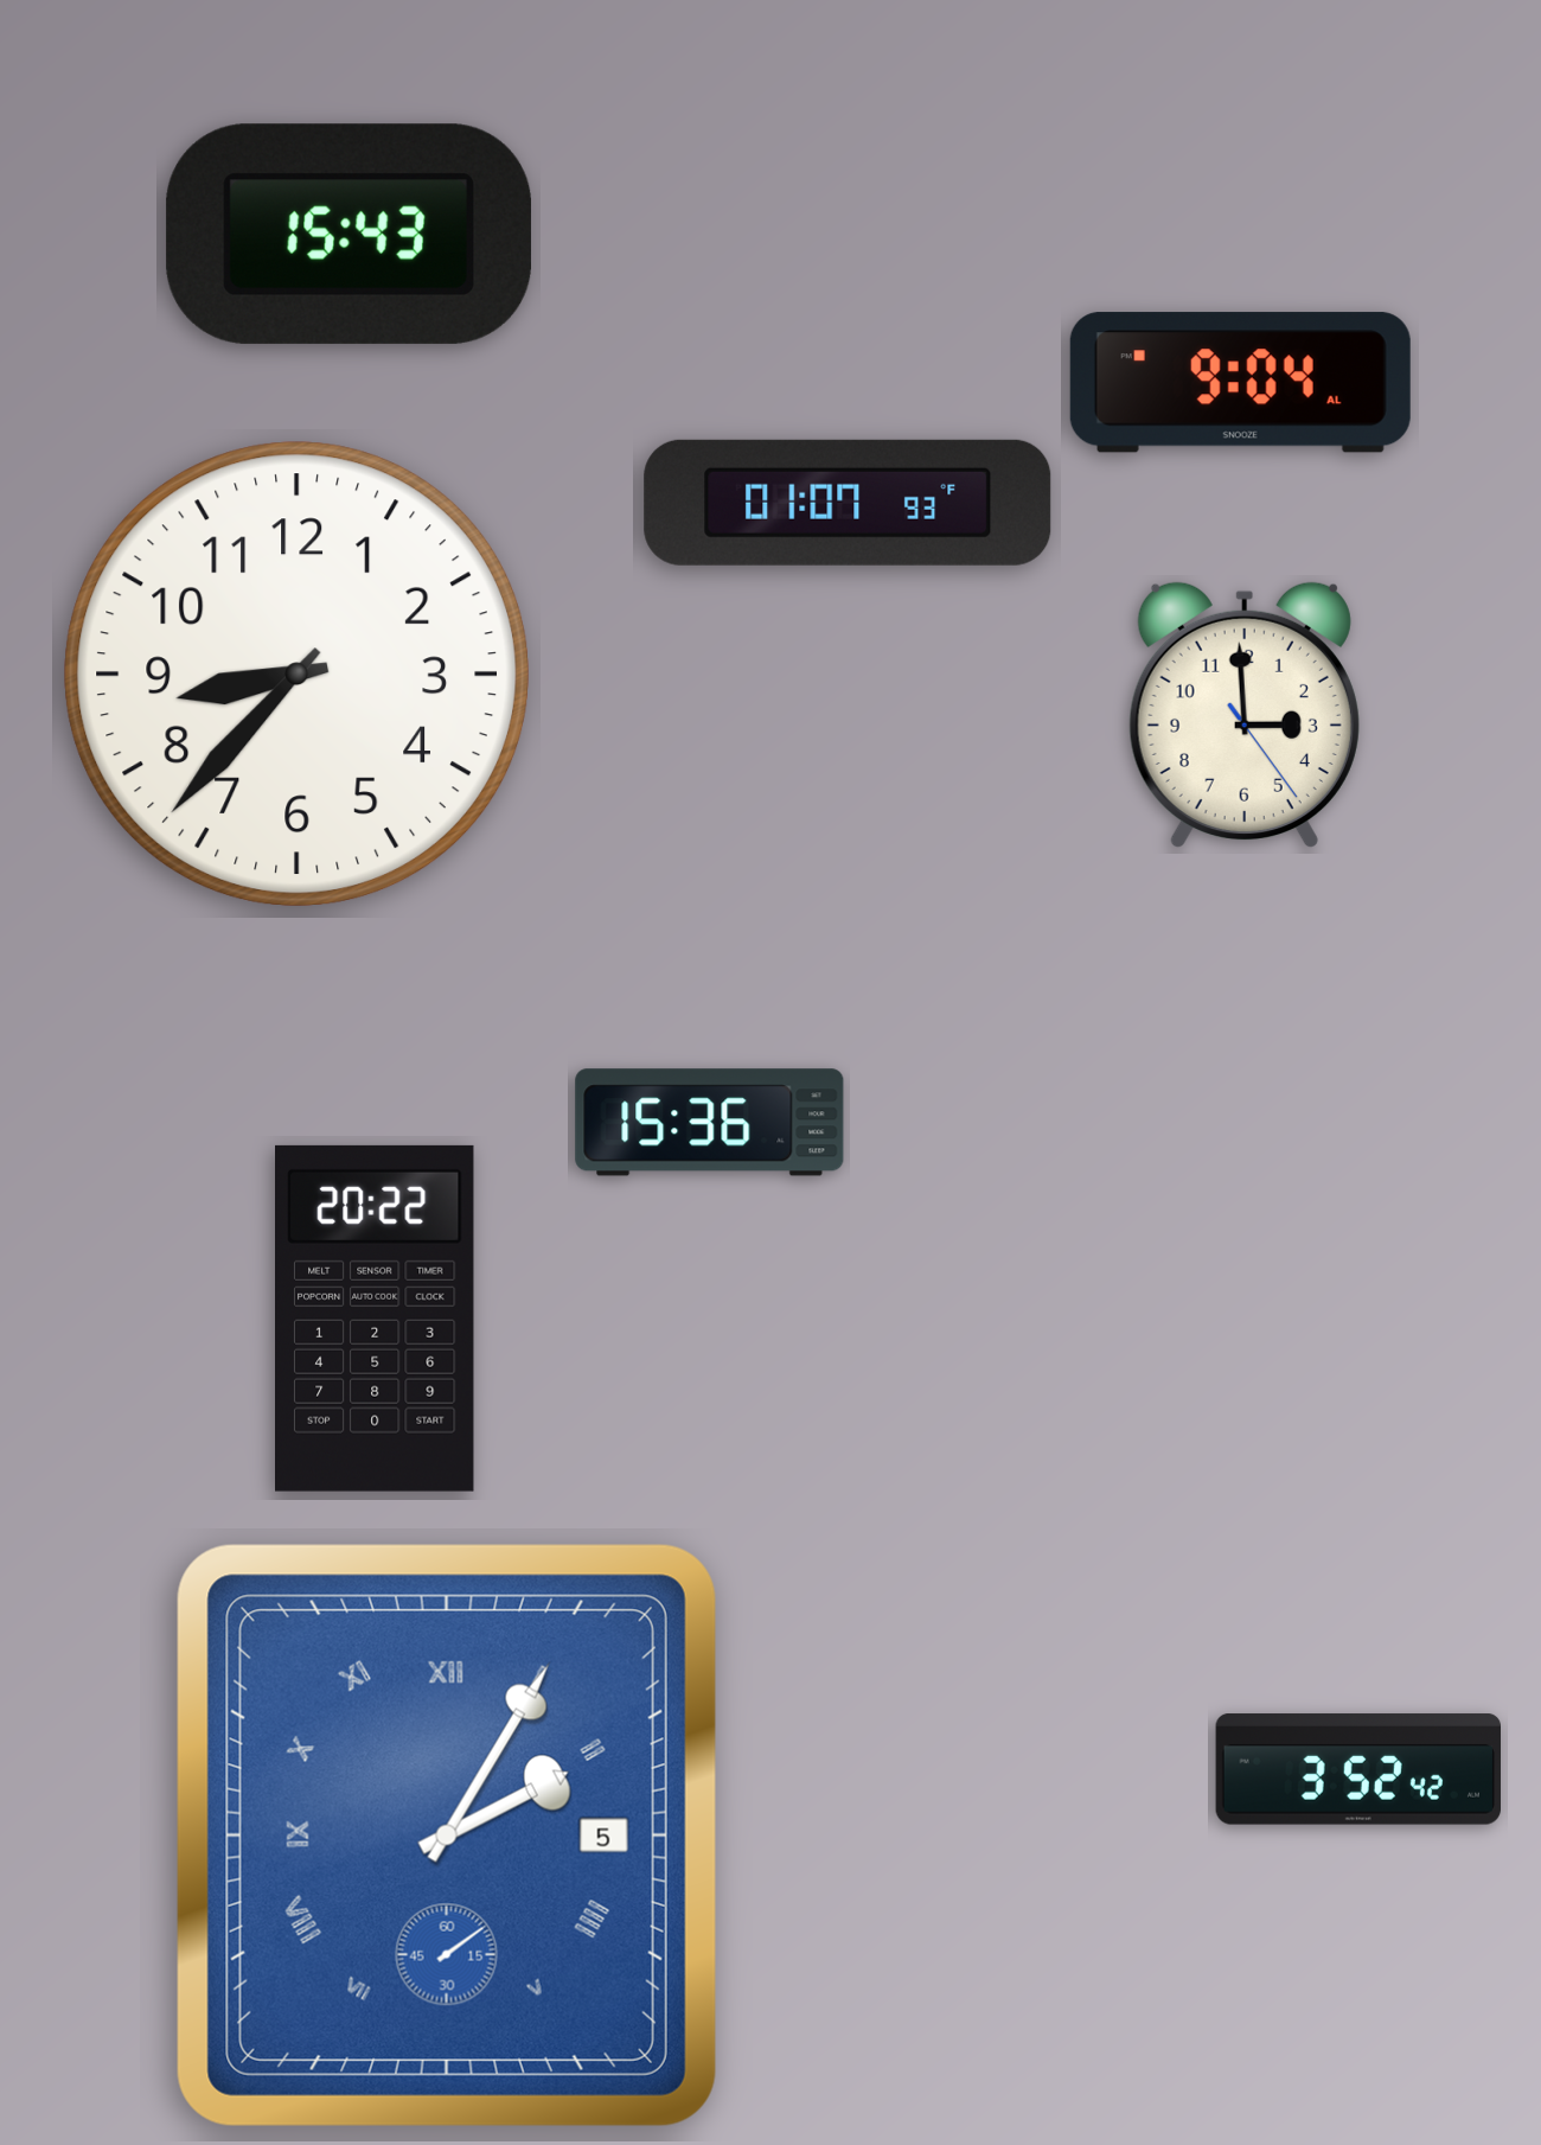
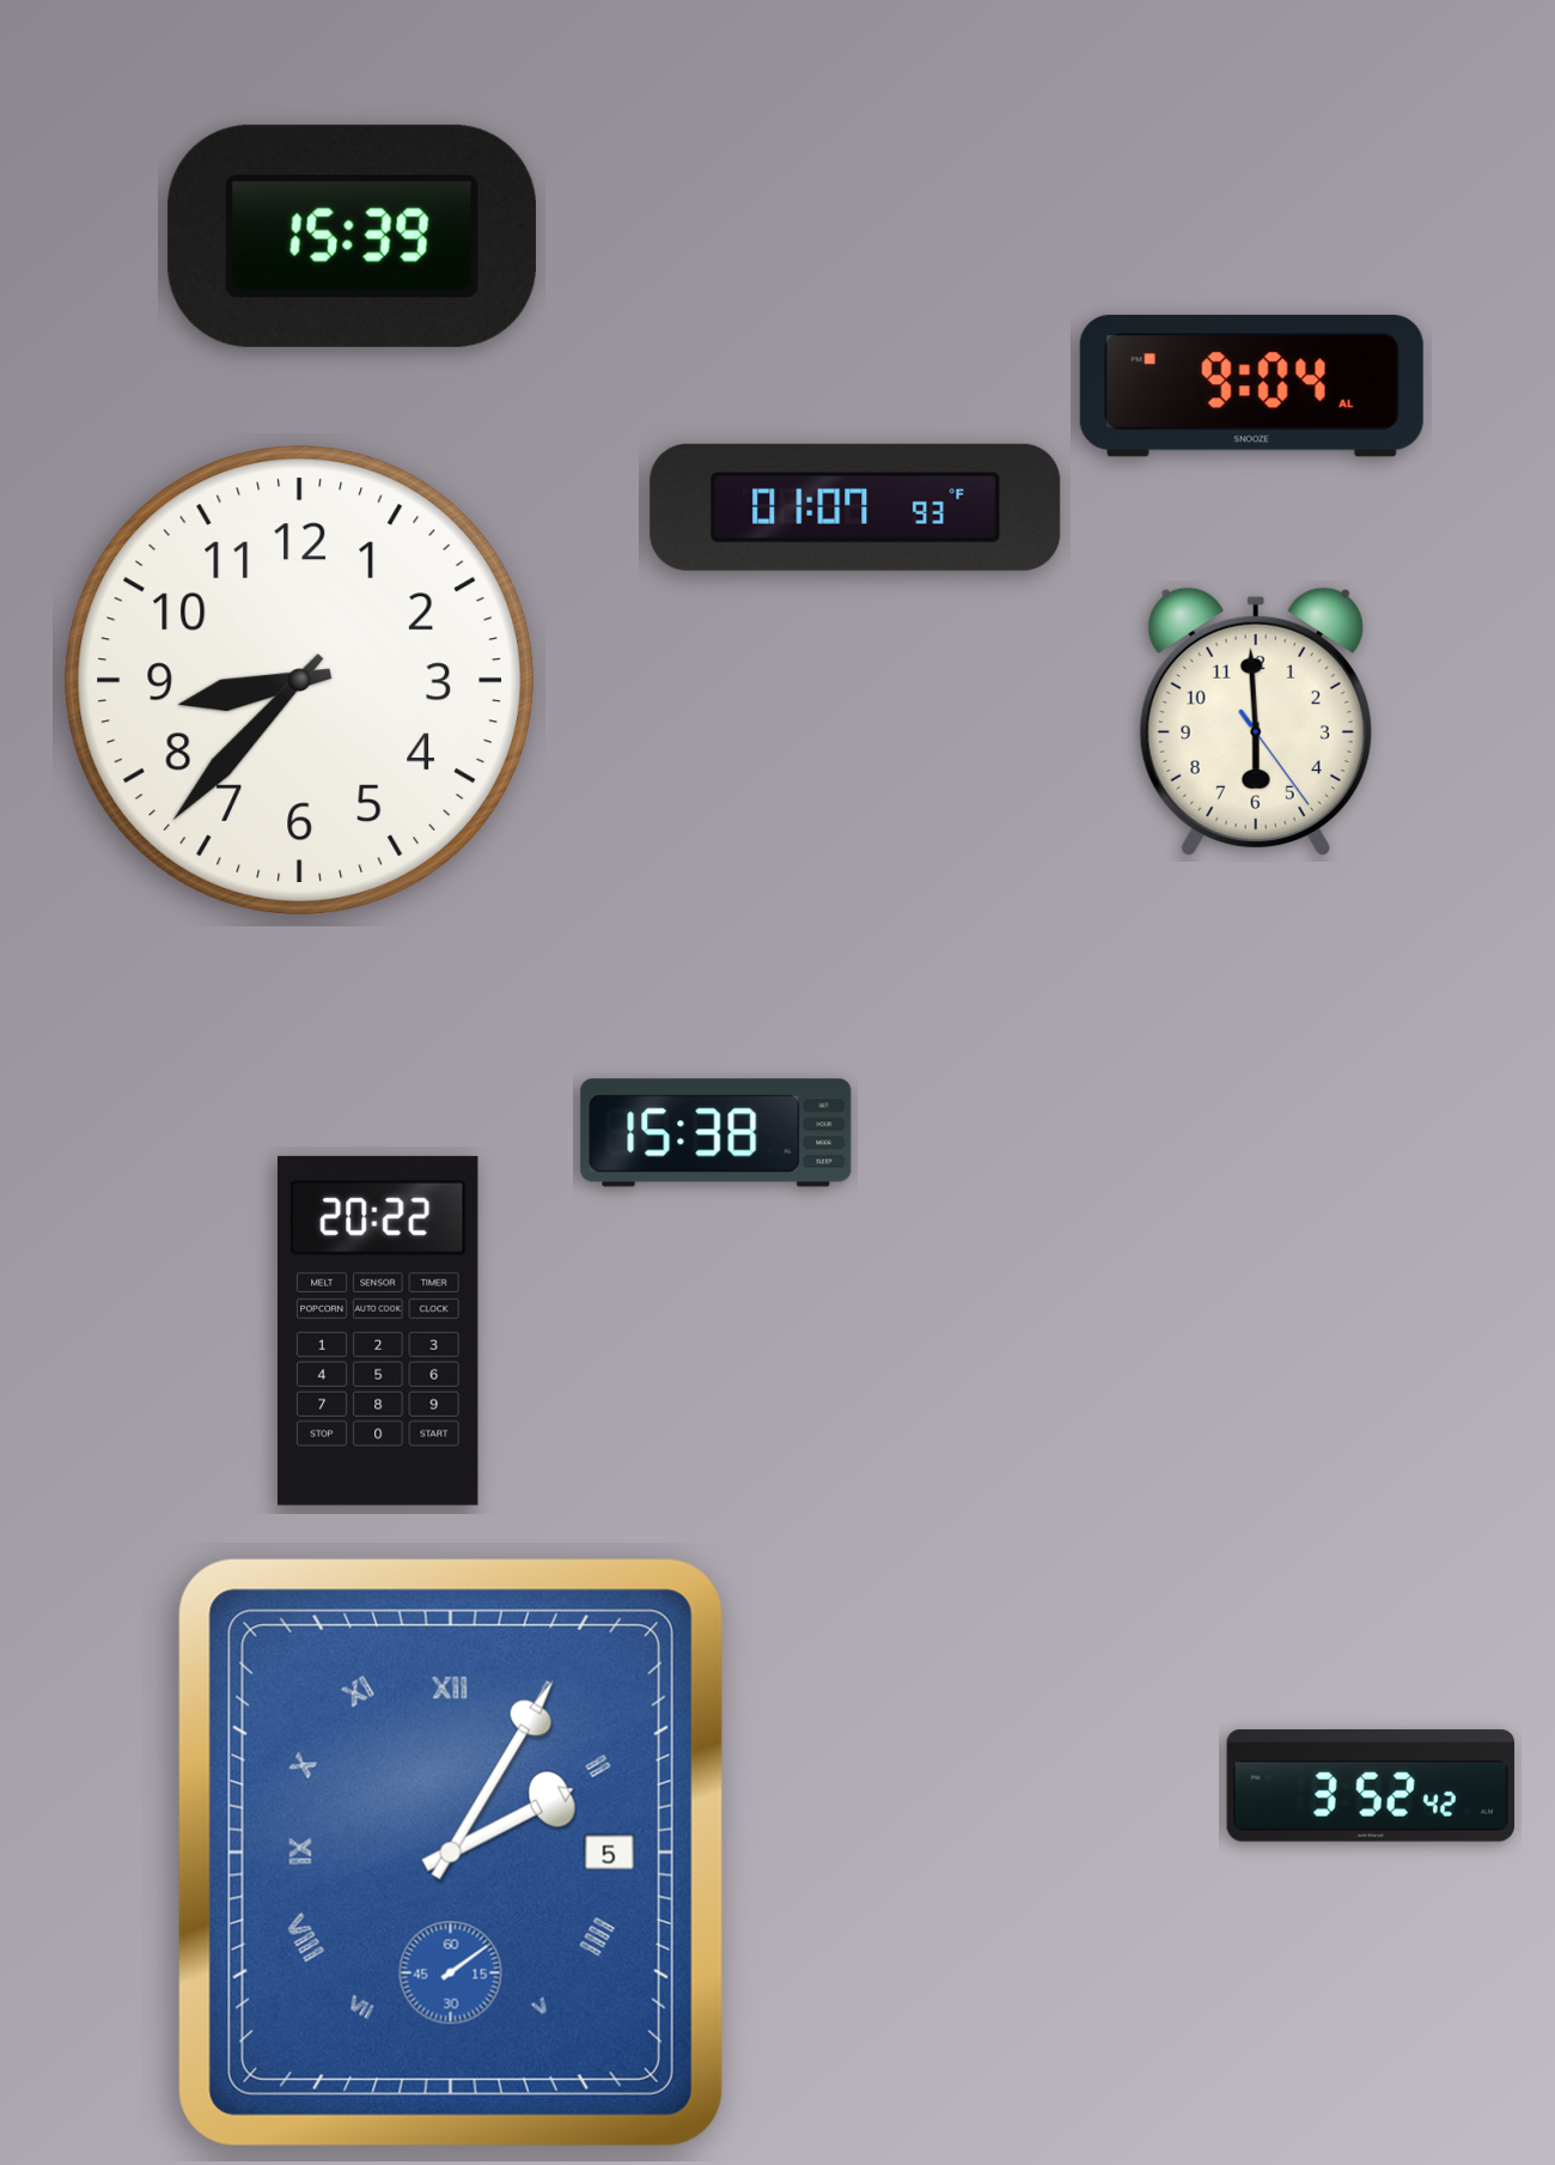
clock at (349, 234): 15:43 -> 15:39
clock at (1245, 715): 2:59 -> 5:59
clock at (710, 1123): 15:36 -> 15:38
